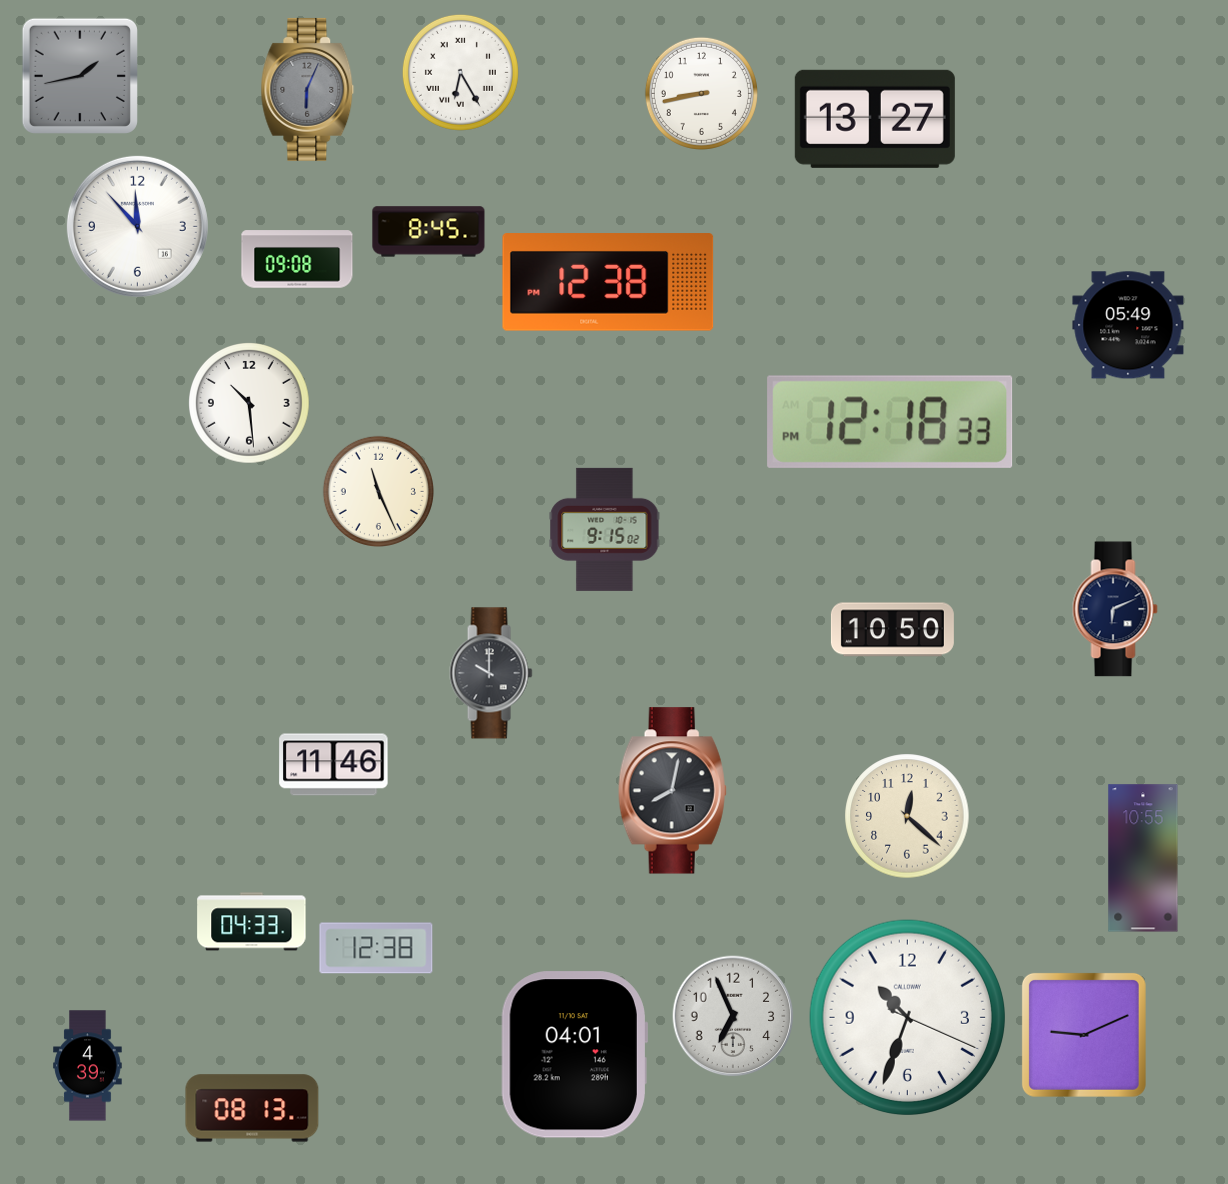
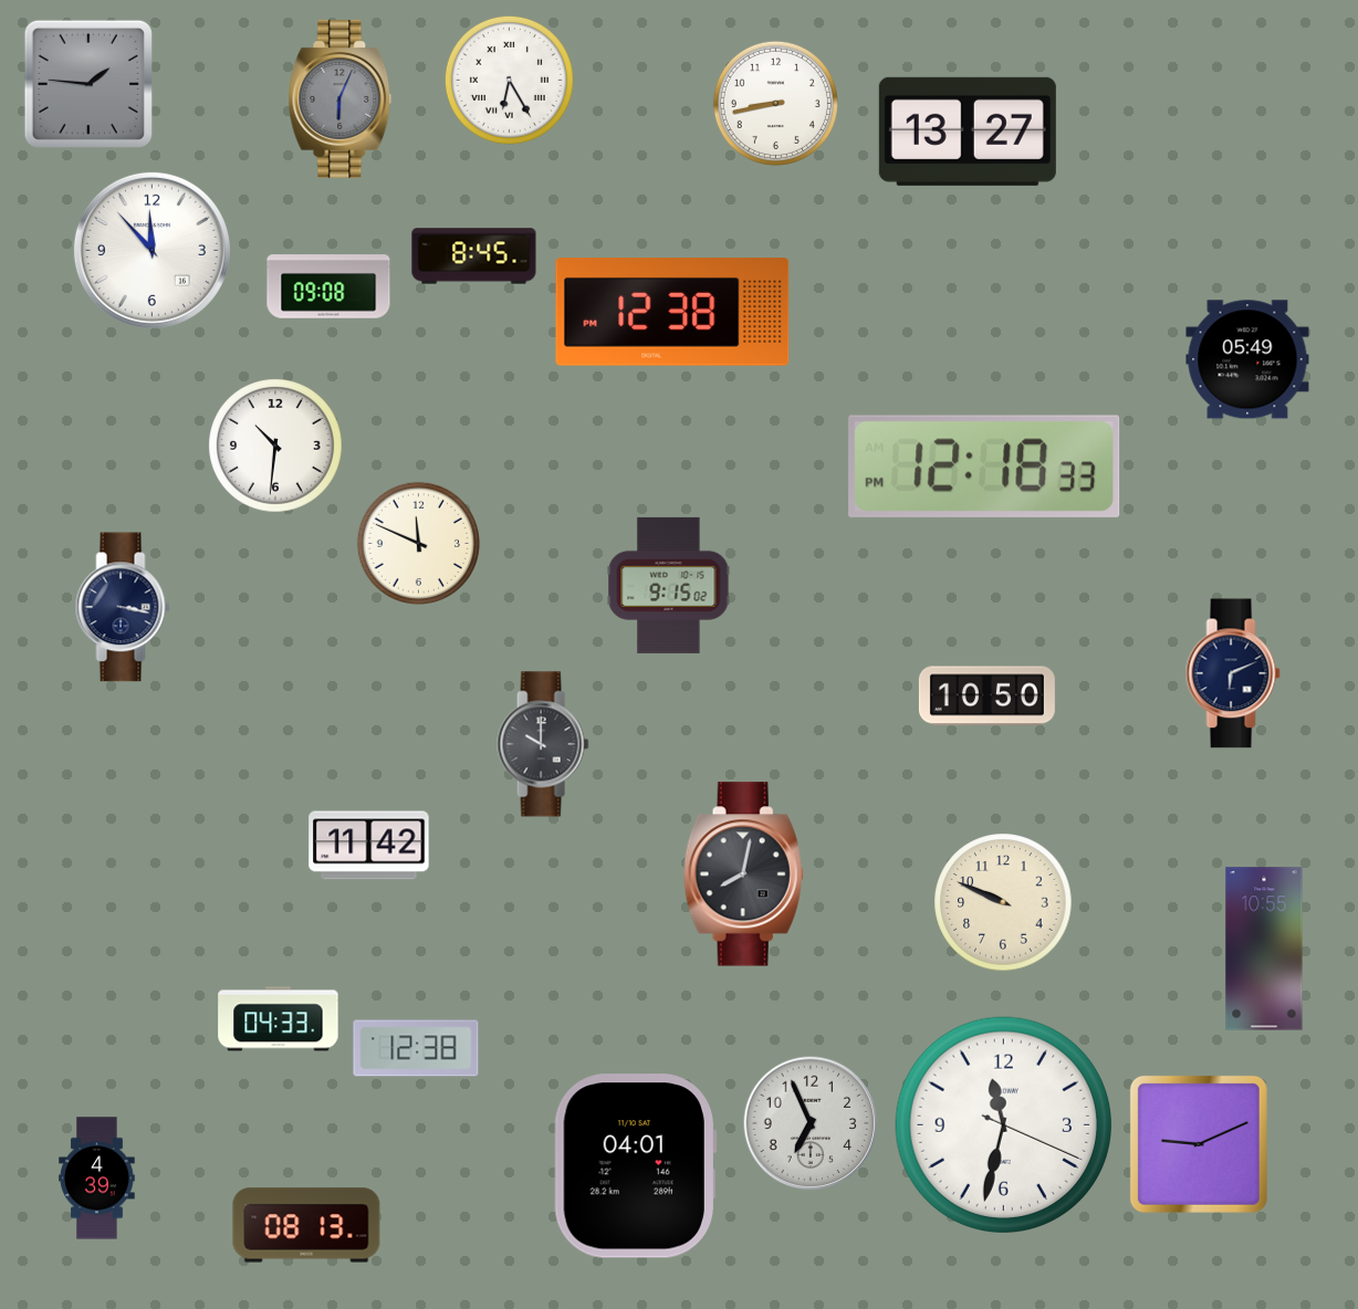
clock at (80, 76): 1:43 -> 1:46
clock at (250, 404): 10:29 -> 10:31
clock at (378, 491): 11:26 -> 11:49
clock at (123, 607): none -> 3:17
clock at (334, 765): 11:46 -> 11:42
clock at (907, 816): 12:22 -> 9:49
clock at (907, 1017): 10:33 -> 11:32
clock at (252, 1108) position: (252, 1108) -> (306, 1225)
